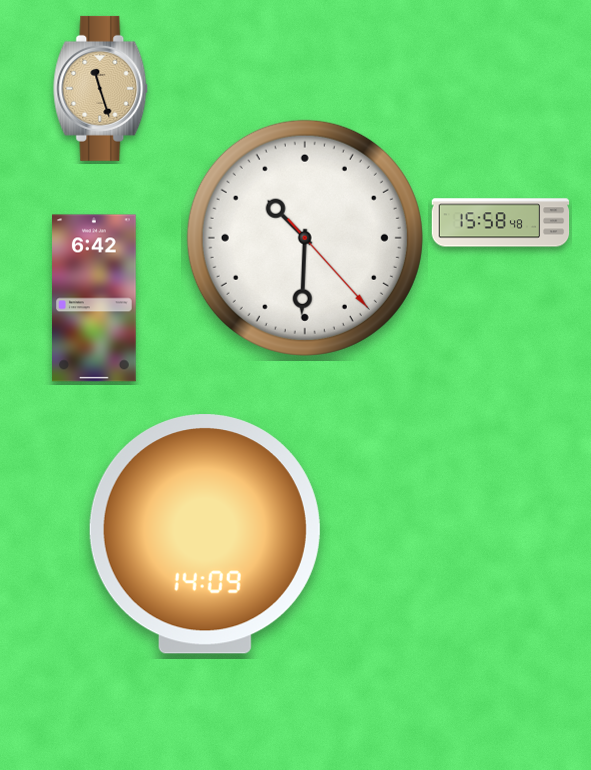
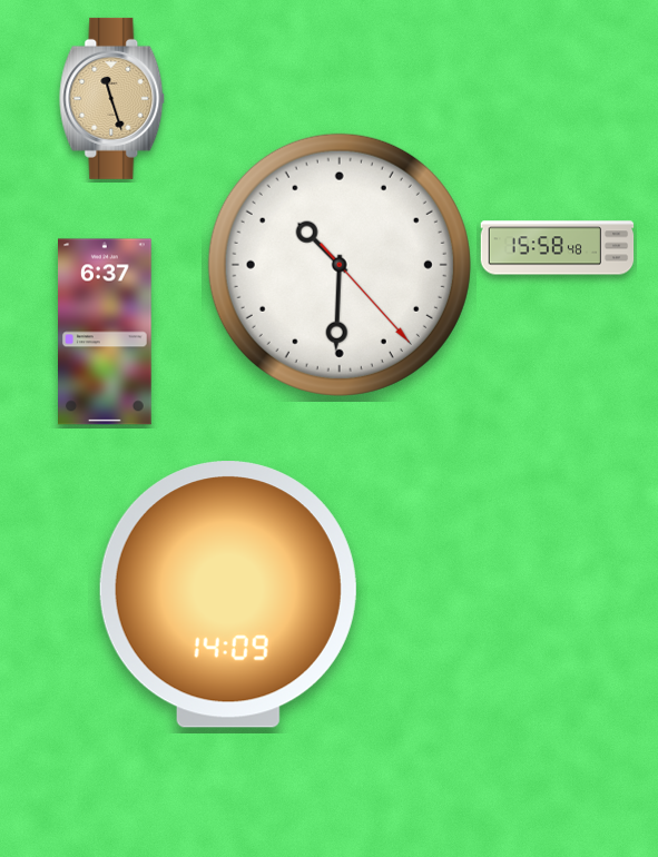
clock at (95, 298): 6:42 -> 6:37
